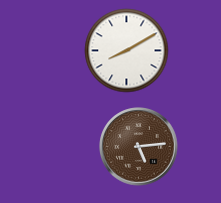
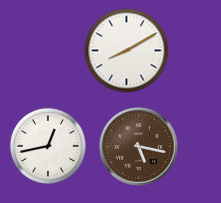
clock at (47, 145): none -> 12:43
clock at (139, 147): 5:14 -> 5:17
